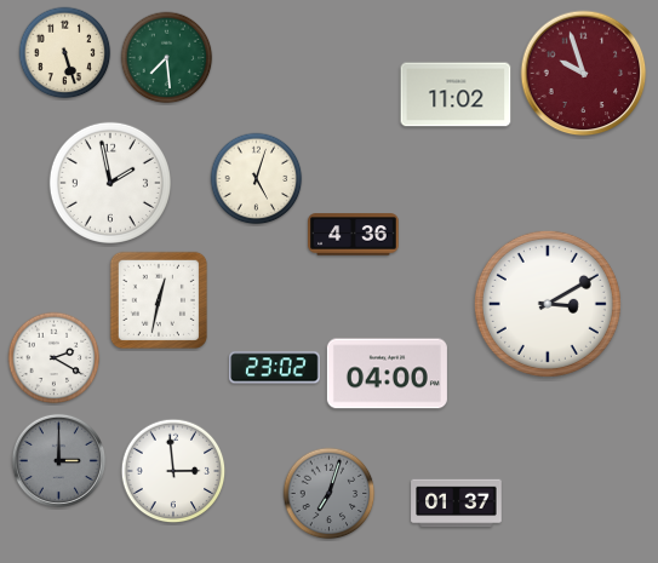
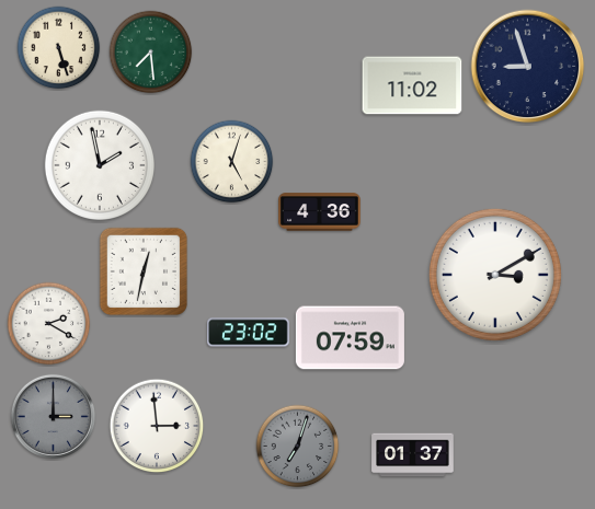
clock at (584, 74): 9:57 -> 8:57
clock at (584, 74) dial: burgundy -> navy
clock at (387, 374): 04:00 -> 07:59
